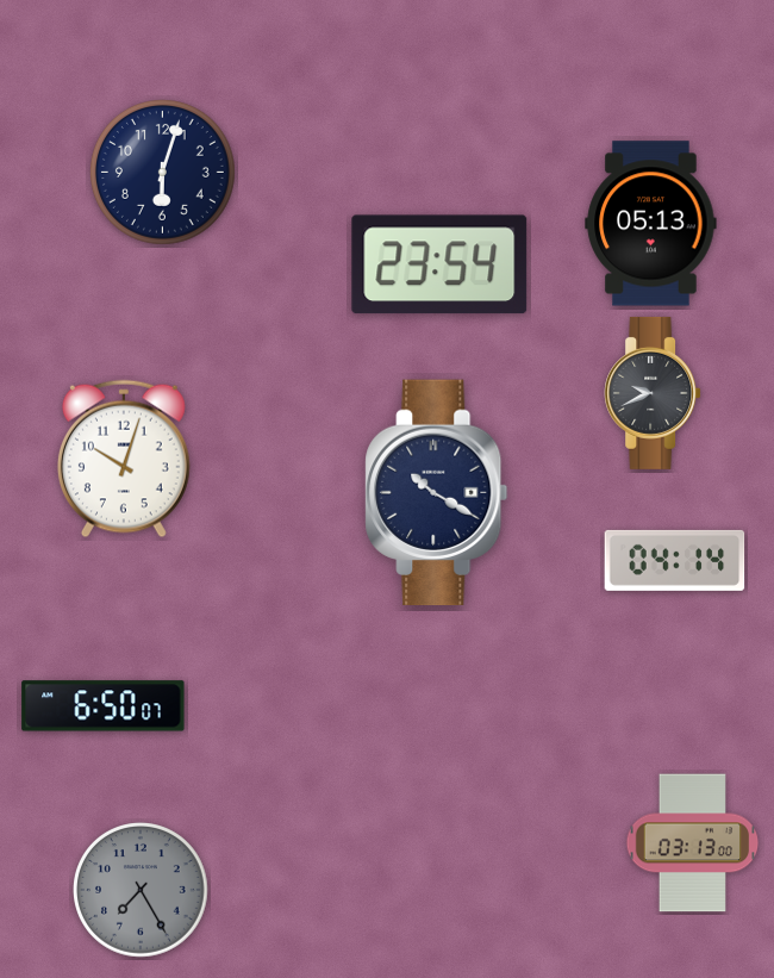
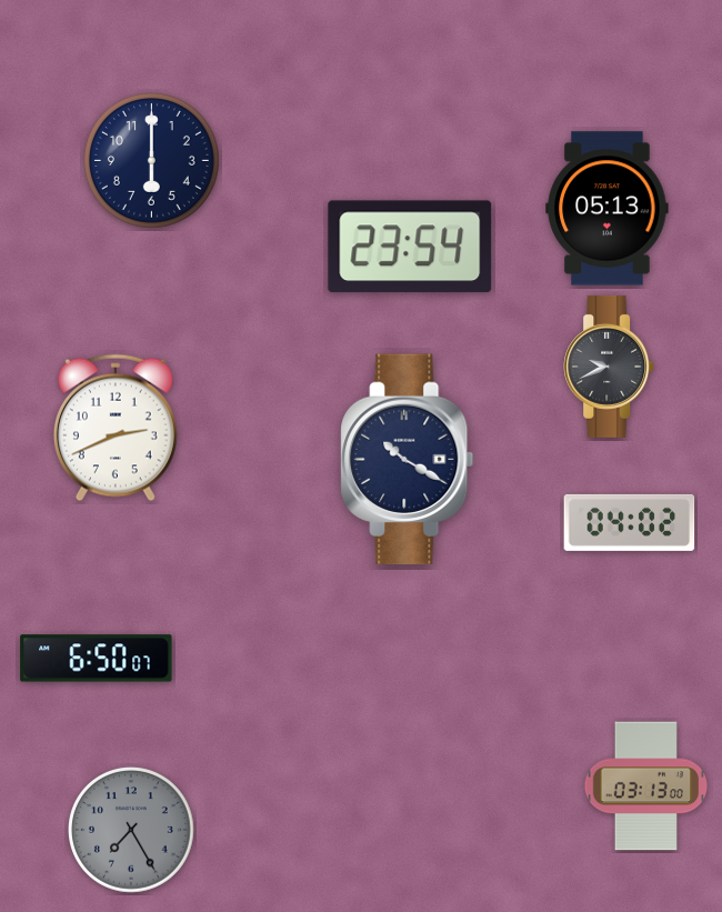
clock at (162, 172): 6:03 -> 6:00
clock at (124, 459): 10:03 -> 2:41
clock at (675, 560): 04:14 -> 04:02
